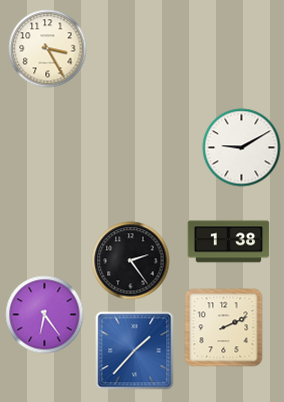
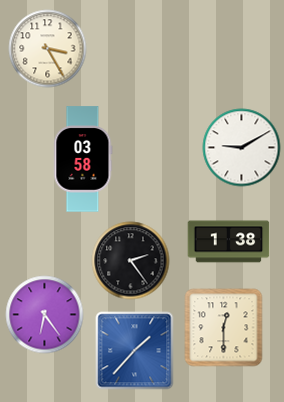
clock at (83, 159): none -> 03:58
clock at (223, 327): 2:11 -> 12:30
